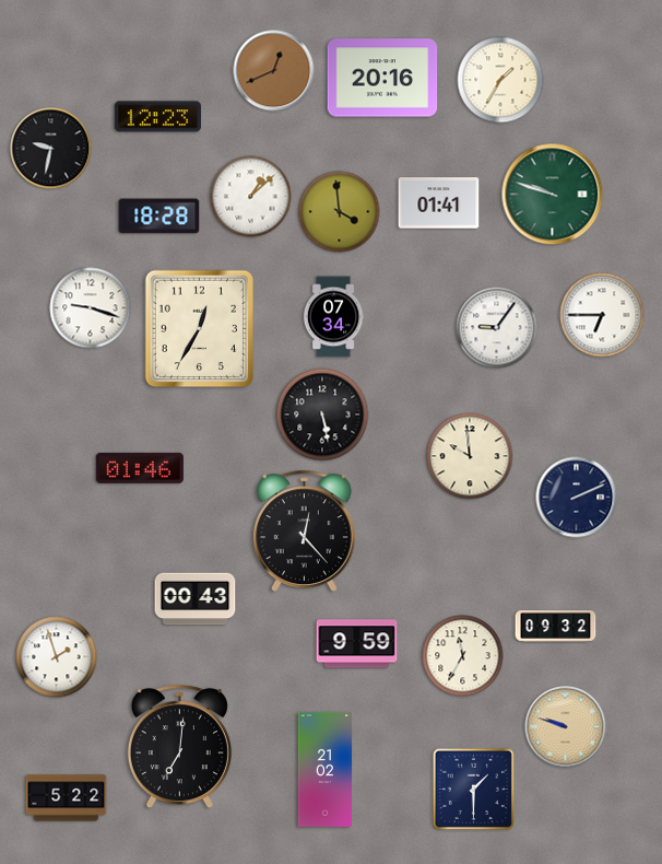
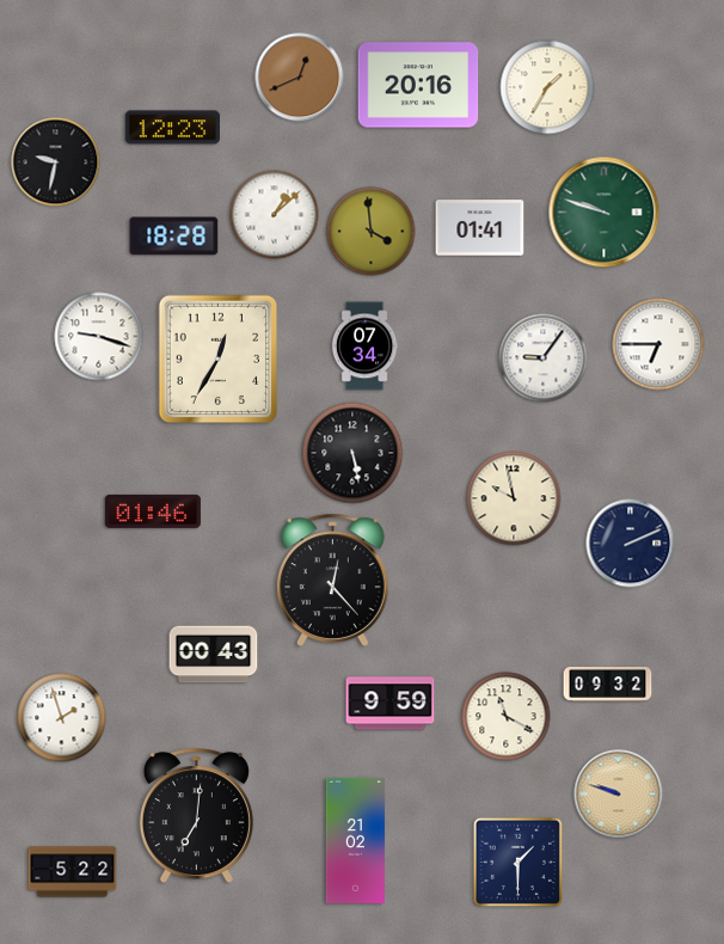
clock at (439, 203) position: (439, 203) -> (480, 228)
clock at (470, 456): 9:59 -> 9:58
clock at (463, 656): 11:35 -> 11:20
